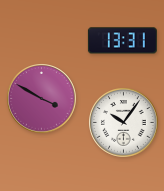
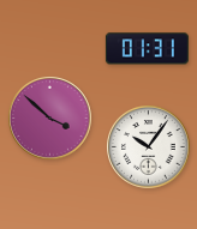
clock at (122, 41): 13:31 -> 01:31
clock at (42, 99): 3:50 -> 3:52
